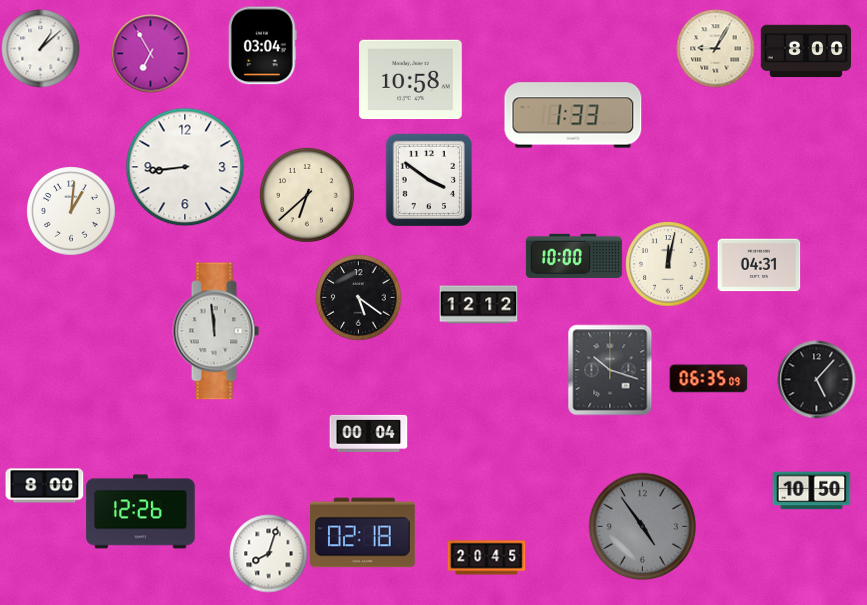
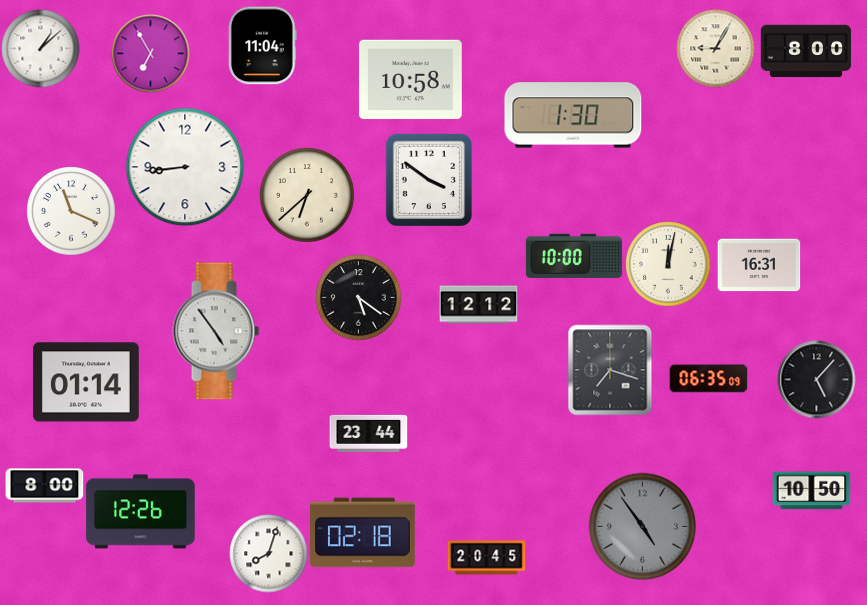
clock at (263, 45): 03:04 -> 11:04
clock at (573, 115): 1:33 -> 1:30
clock at (71, 211): 1:01 -> 11:19
clock at (759, 265): 04:31 -> 16:31
clock at (216, 331): 11:59 -> 4:54
clock at (610, 370): 10:18 -> 7:18
clock at (86, 382): none -> 01:14
clock at (368, 433): 00:04 -> 23:44
